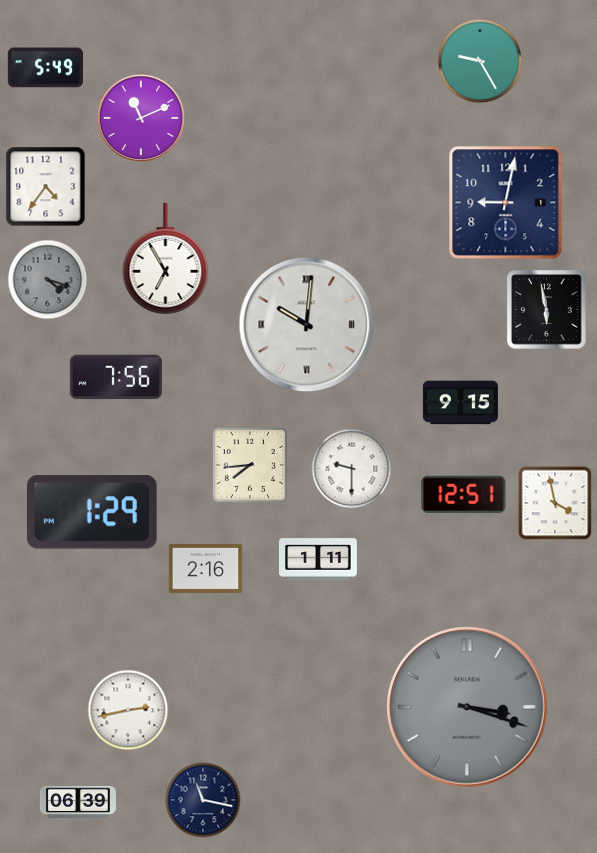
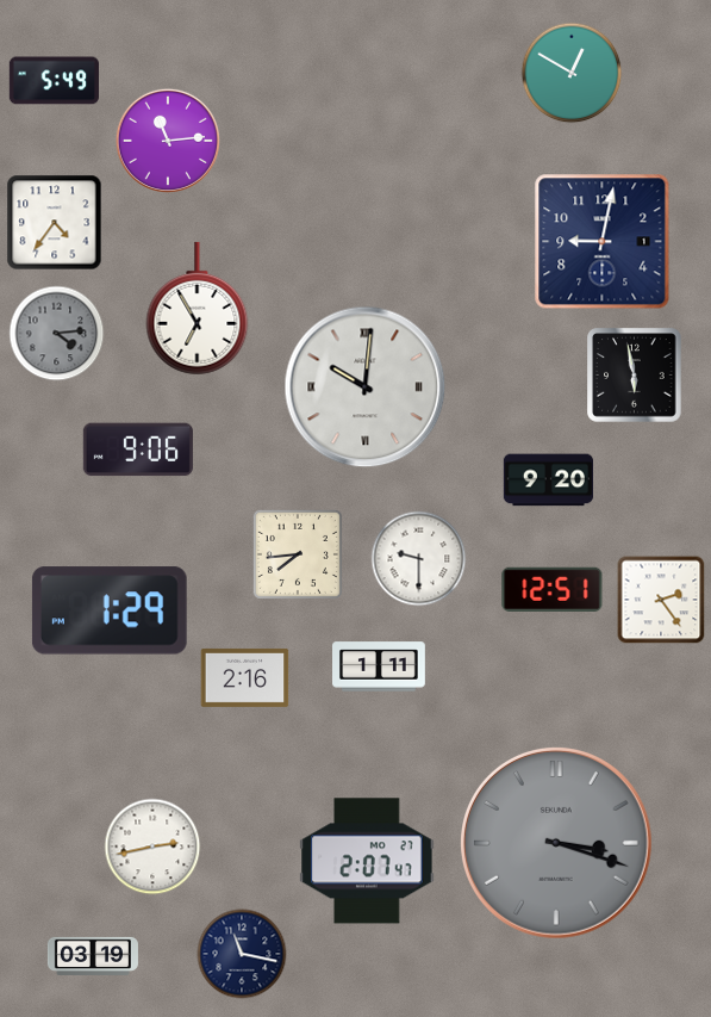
clock at (480, 61): 9:25 -> 12:50
clock at (141, 118): 11:11 -> 11:14
clock at (48, 280): 4:18 -> 4:14
clock at (547, 310) position: (547, 310) -> (635, 376)
clock at (116, 377): 7:56 -> 9:06
clock at (460, 403): 9:15 -> 9:20
clock at (555, 503): 3:58 -> 2:24
clock at (367, 861): none -> 2:07
clock at (78, 801): 06:39 -> 03:19
